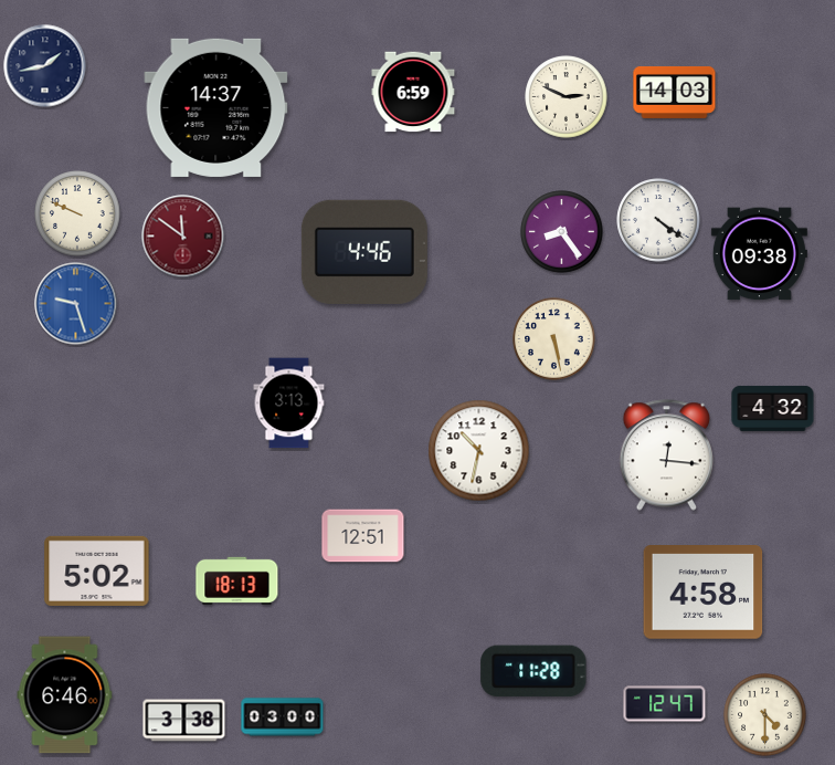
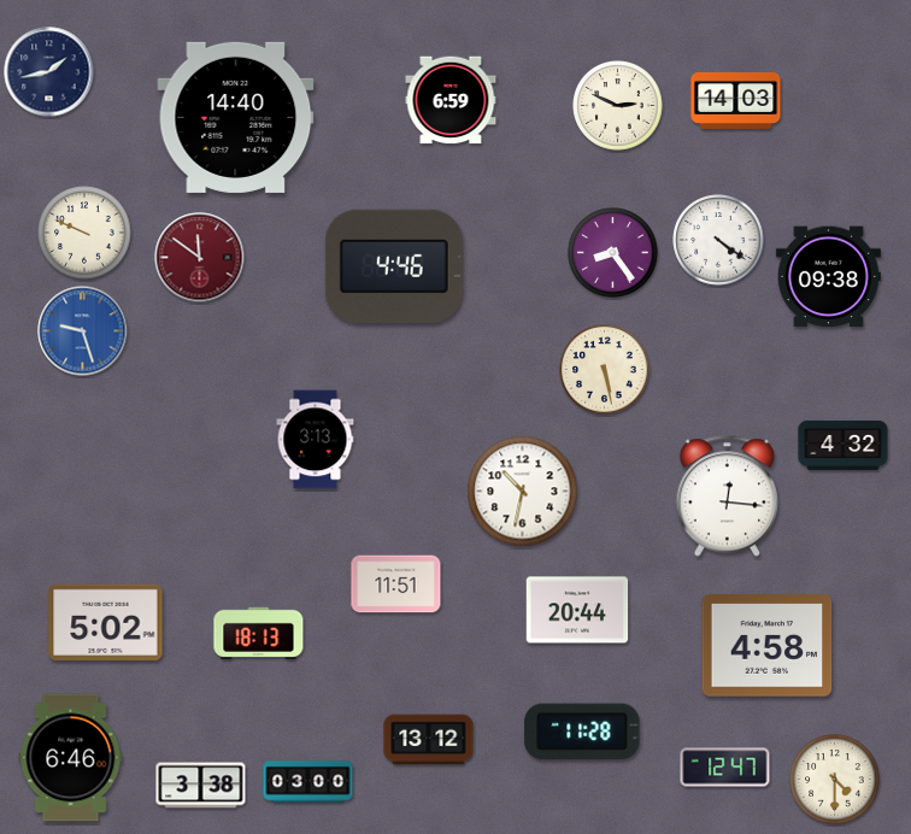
clock at (216, 107): 14:37 -> 14:40
clock at (364, 252) position: (364, 252) -> (394, 266)
clock at (363, 536): 12:51 -> 11:51
clock at (577, 610): none -> 20:44
clock at (429, 740): none -> 13:12
